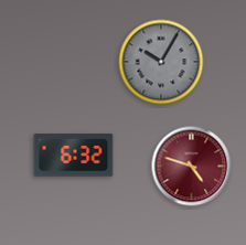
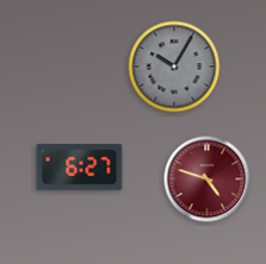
clock at (74, 156): 6:32 -> 6:27
